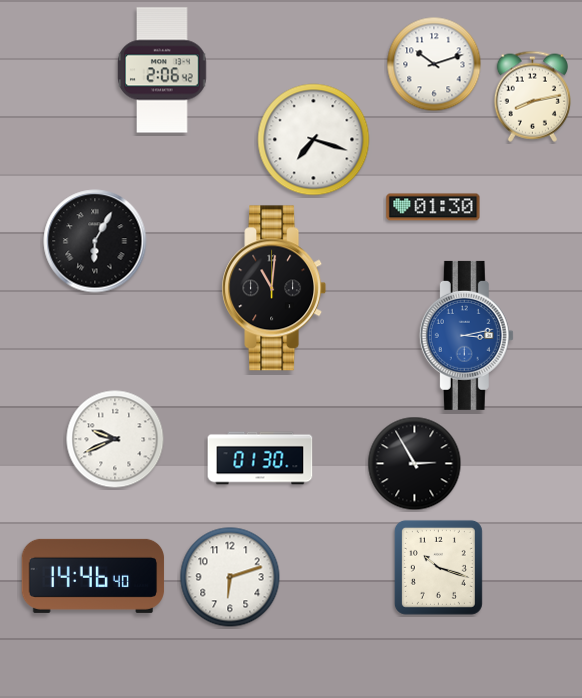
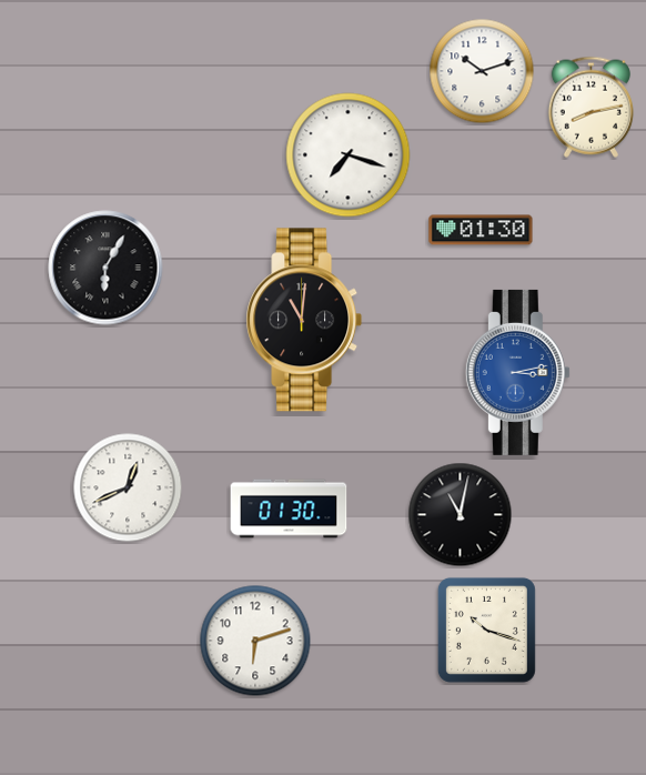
clock at (162, 70): 2:06 -> none
clock at (115, 439): 9:41 -> 12:41
clock at (415, 464): 2:55 -> 11:02
clock at (93, 576): 14:46 -> none
